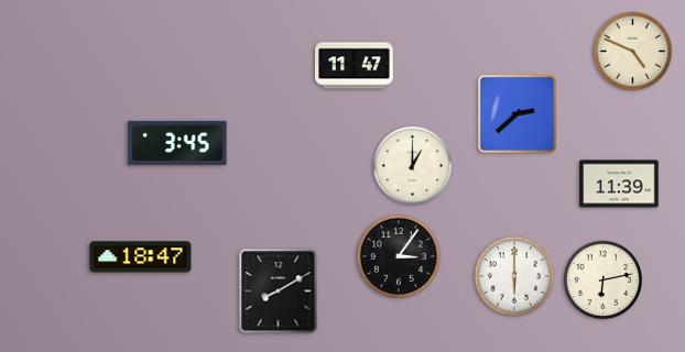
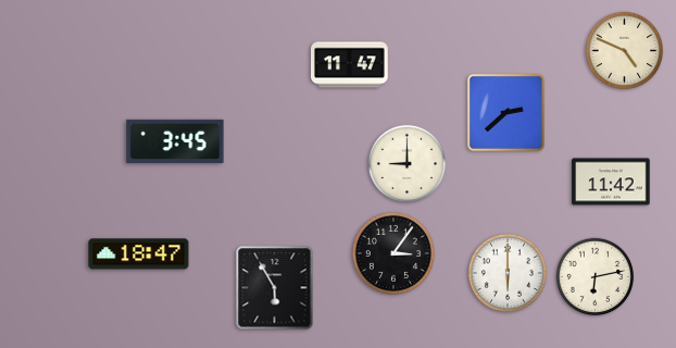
clock at (517, 113) position: (517, 113) -> (505, 112)
clock at (413, 166): 1:00 -> 9:00
clock at (619, 184): 11:39 -> 11:42
clock at (279, 291): 8:10 -> 5:55
